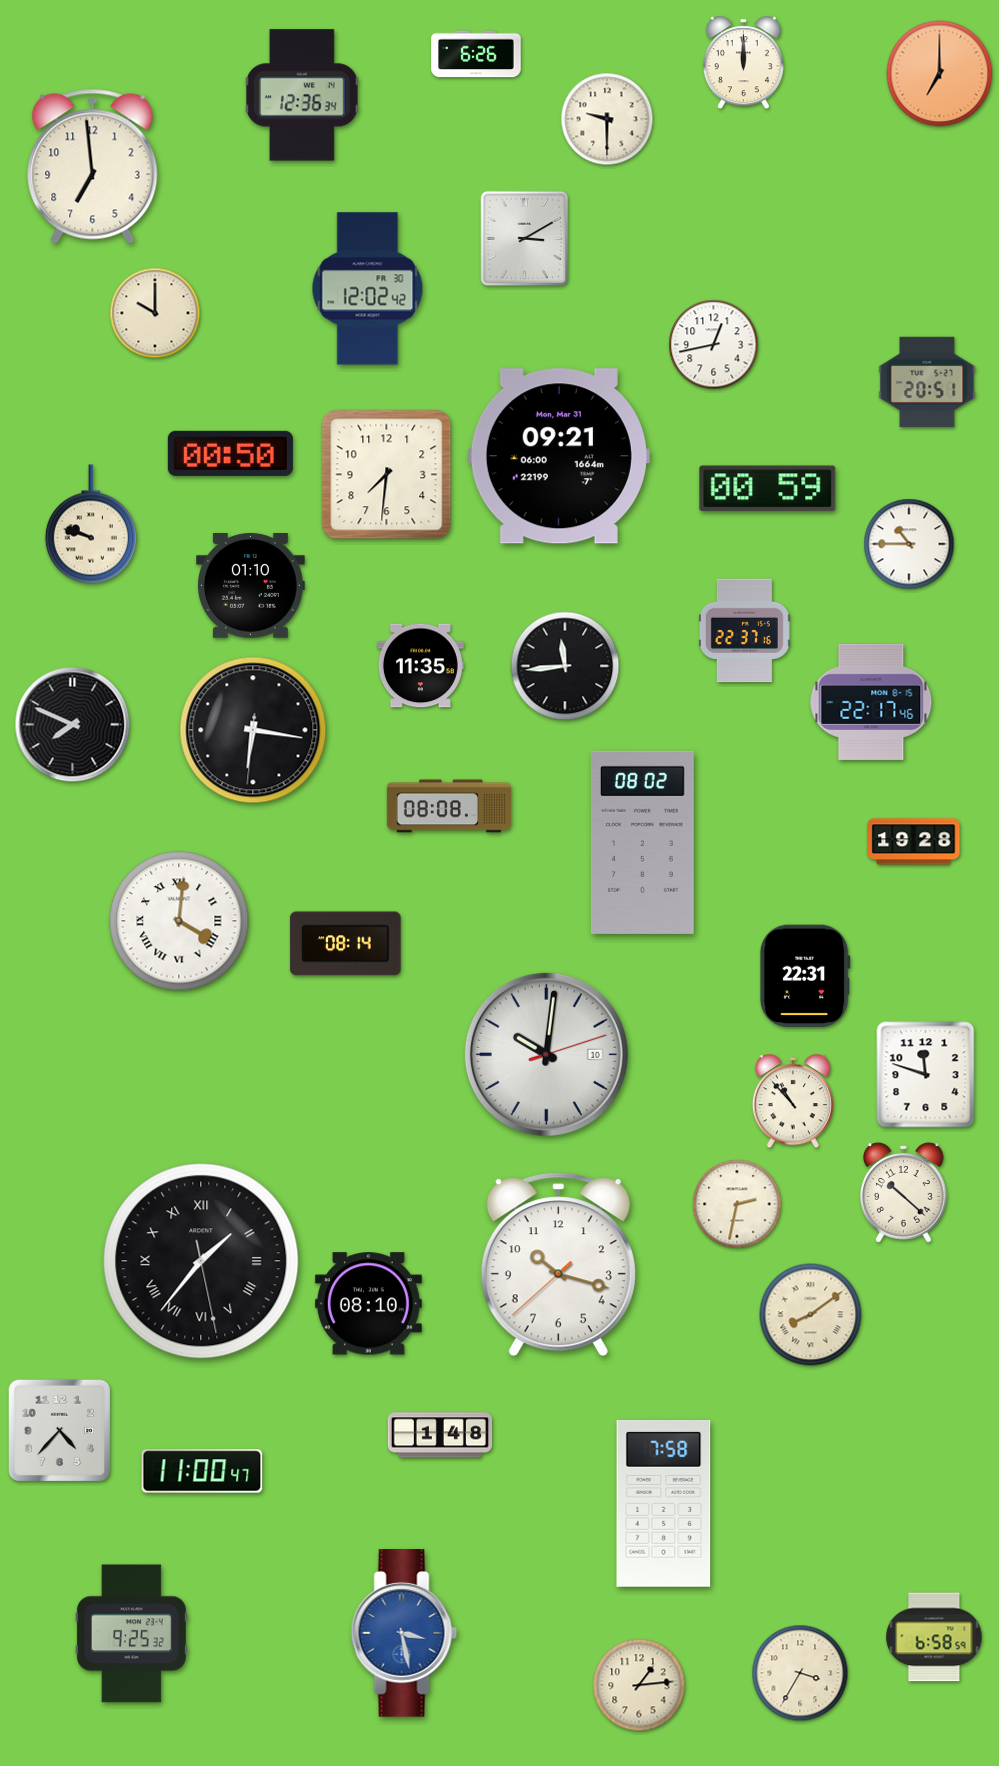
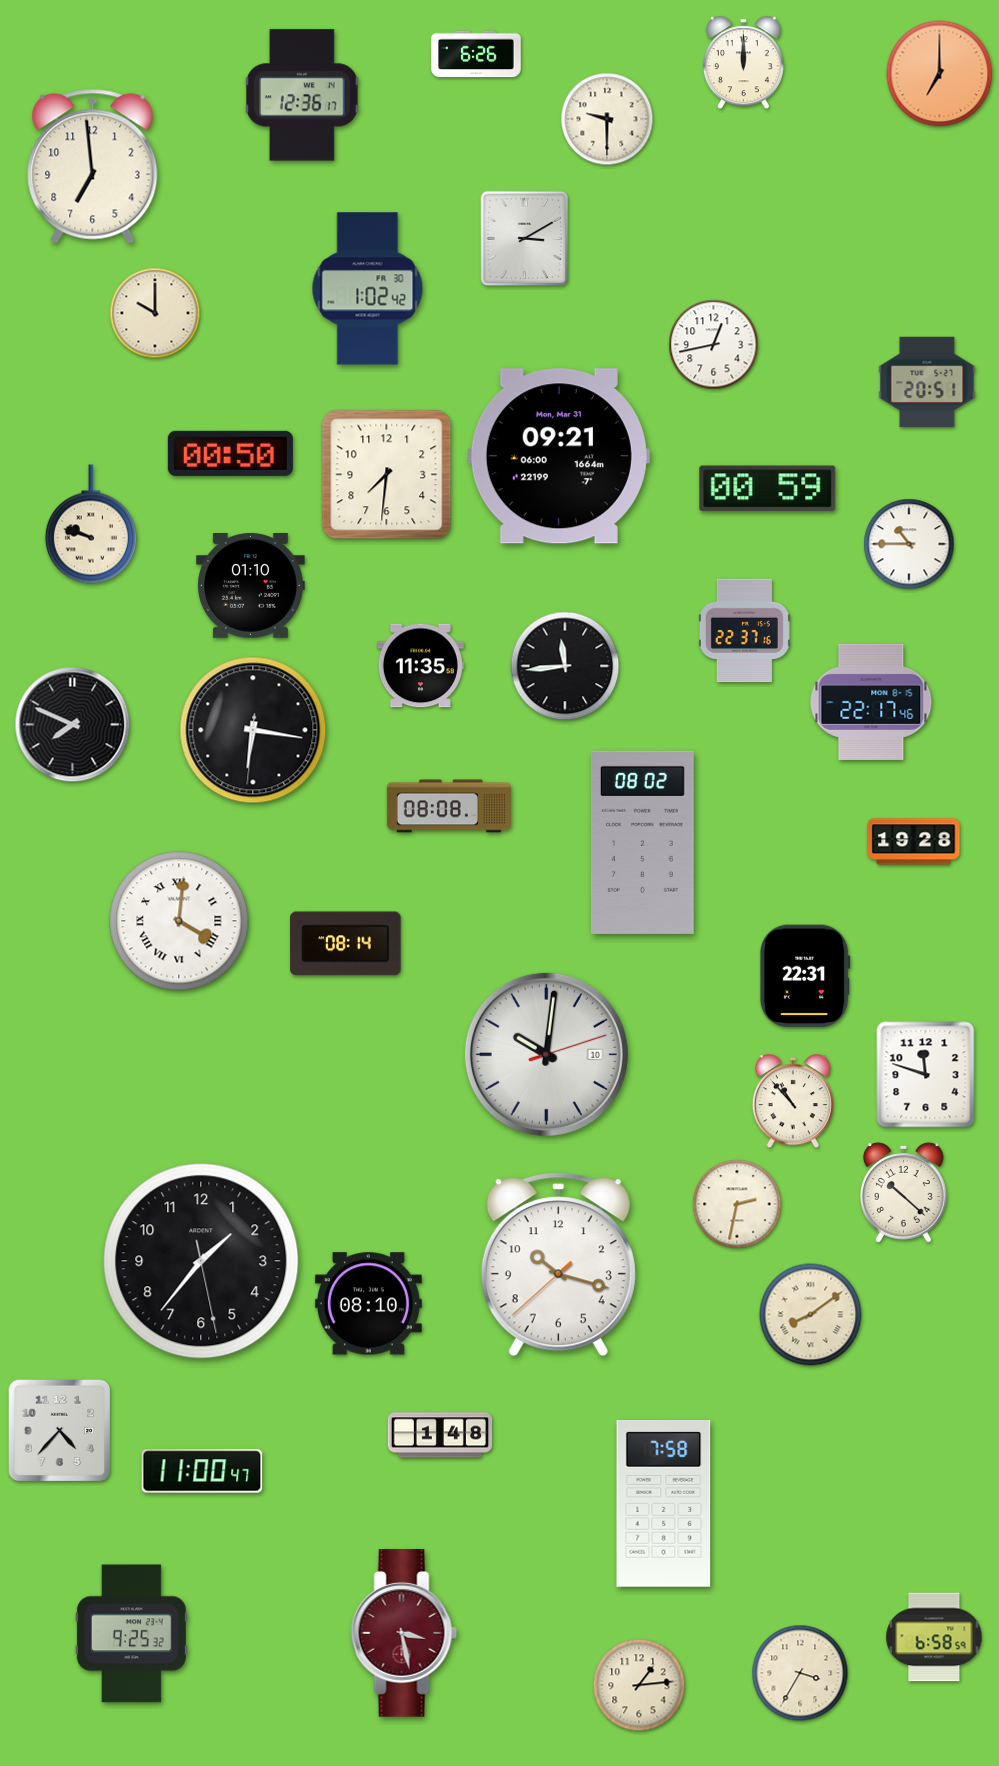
clock at (303, 95): 12:36:34 -> 12:36:17
clock at (368, 289): 12:02 -> 1:02
clock at (201, 1261) numerals: Roman -> Arabic
clock at (404, 1633) dial: blue -> burgundy
